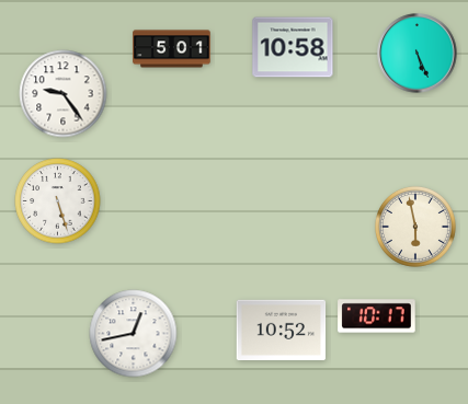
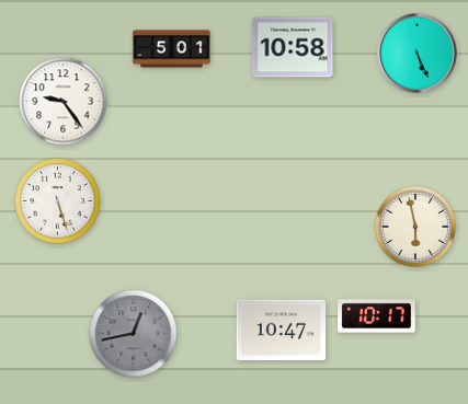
clock at (64, 94) position: (64, 94) -> (64, 102)
clock at (282, 330): 10:52 -> 10:47
clock at (134, 334) dial: white -> grey
